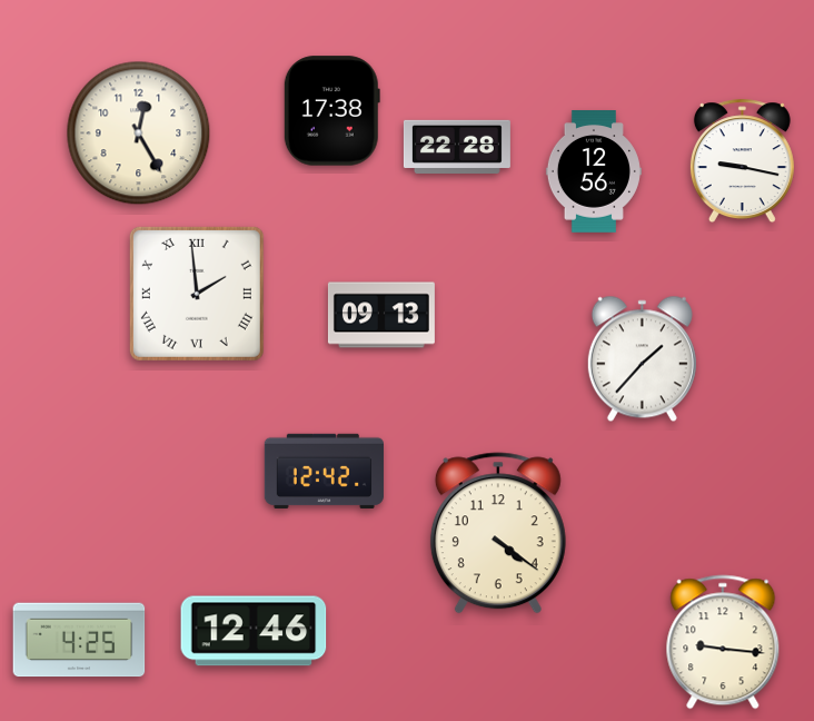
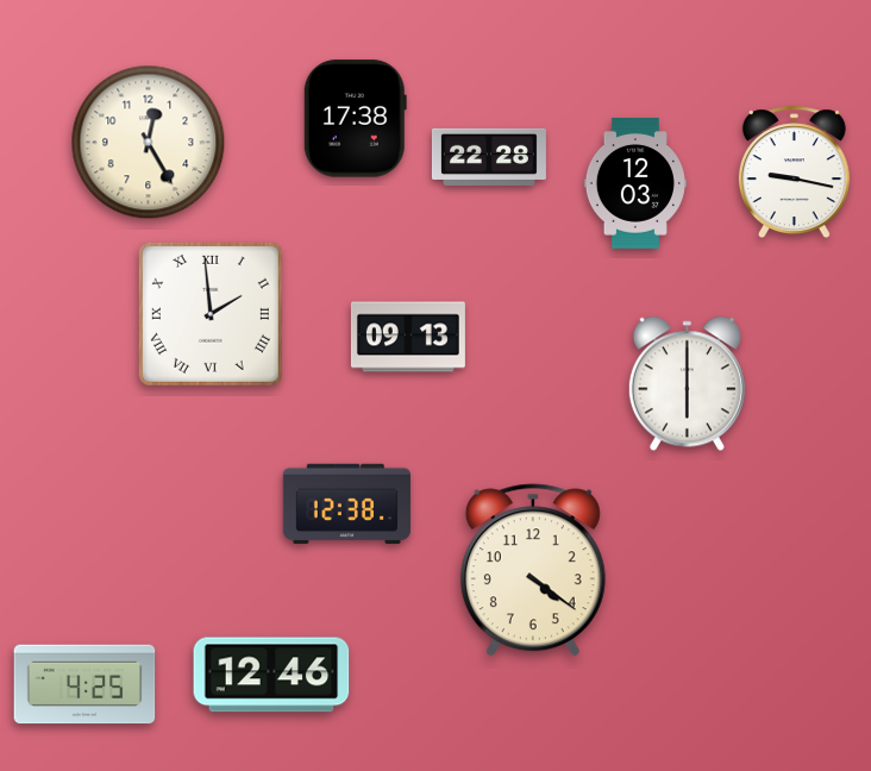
clock at (594, 171): 12:56 -> 12:03
clock at (642, 359): 1:37 -> 6:00
clock at (324, 471): 12:42 -> 12:38
clock at (723, 642): 9:16 -> none
